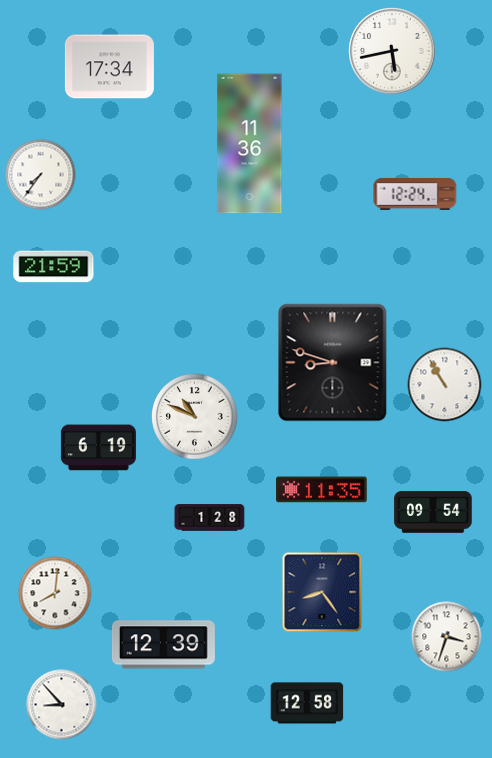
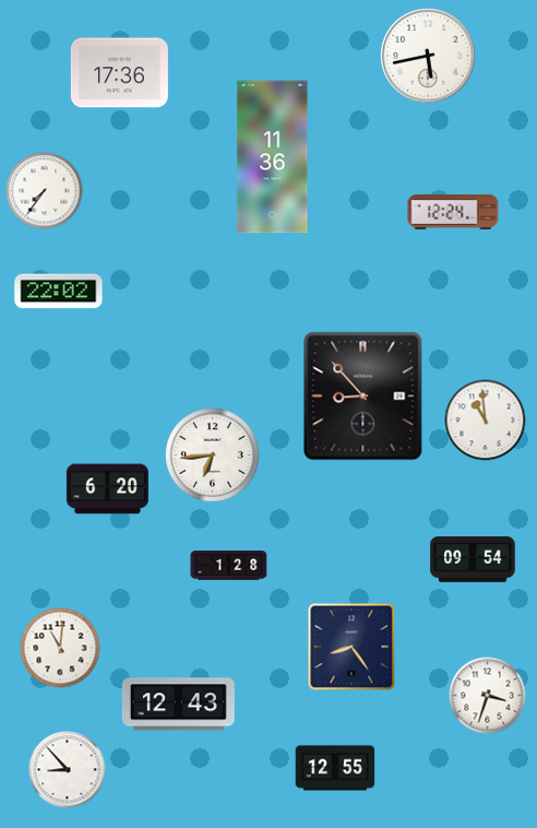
clock at (109, 67): 17:34 -> 17:36
clock at (54, 267): 21:59 -> 22:02
clock at (333, 363): 8:48 -> 8:53
clock at (445, 385): 10:55 -> 10:59
clock at (195, 417): 10:49 -> 6:44
clock at (98, 448): 6:19 -> 6:20
clock at (322, 490): 11:35 -> none
clock at (55, 593): 8:01 -> 11:01
clock at (163, 645): 12:39 -> 12:43
clock at (307, 703): 12:58 -> 12:55
